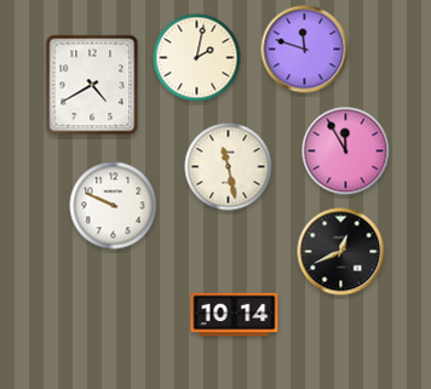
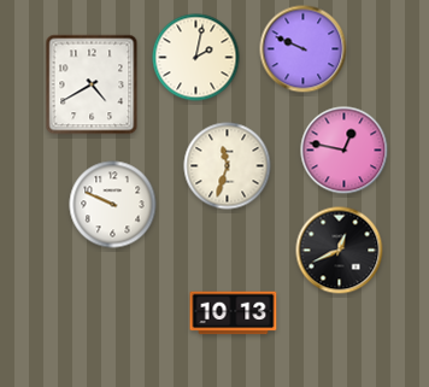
clock at (305, 50): 11:48 -> 9:49
clock at (346, 151): 11:55 -> 12:47
clock at (229, 167): 11:28 -> 11:33
clock at (235, 315): 10:14 -> 10:13
